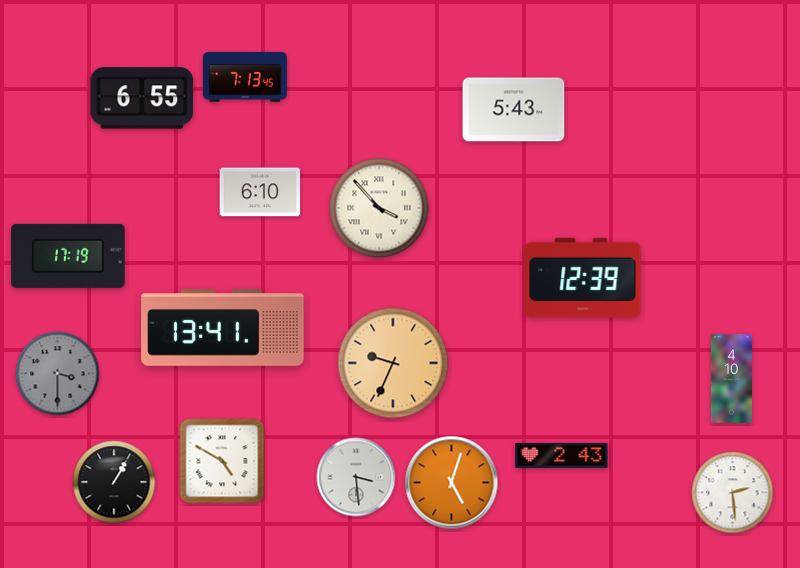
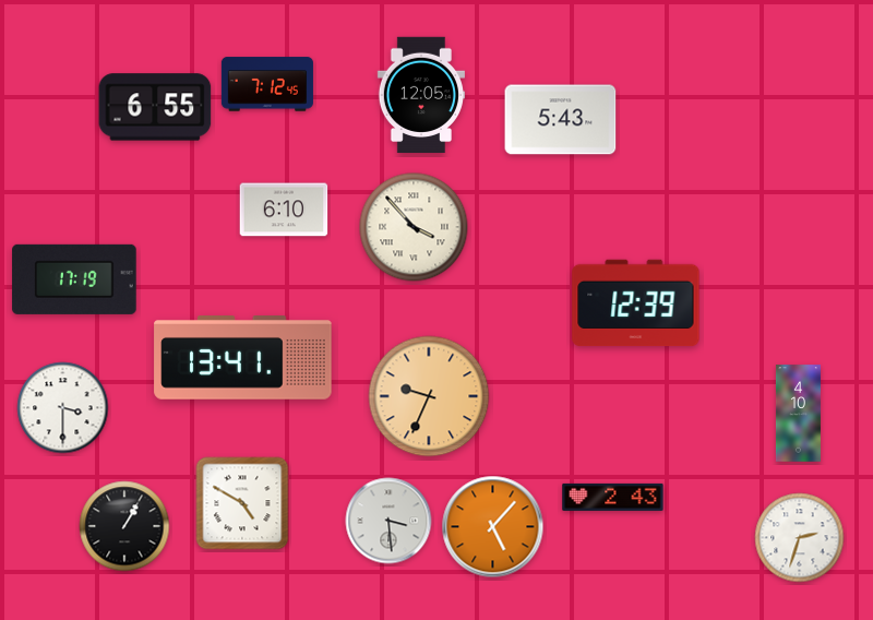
clock at (245, 77): 7:13 -> 7:12
clock at (421, 95): none -> 12:05
clock at (58, 374) dial: grey -> white
clock at (452, 483): 5:03 -> 5:07
clock at (733, 493): 2:29 -> 2:33
